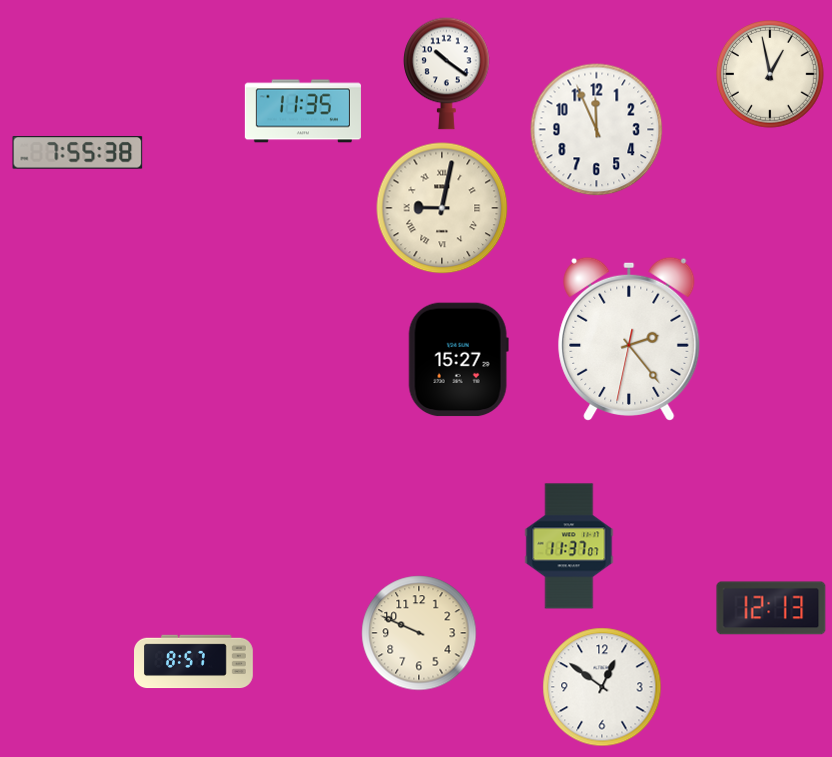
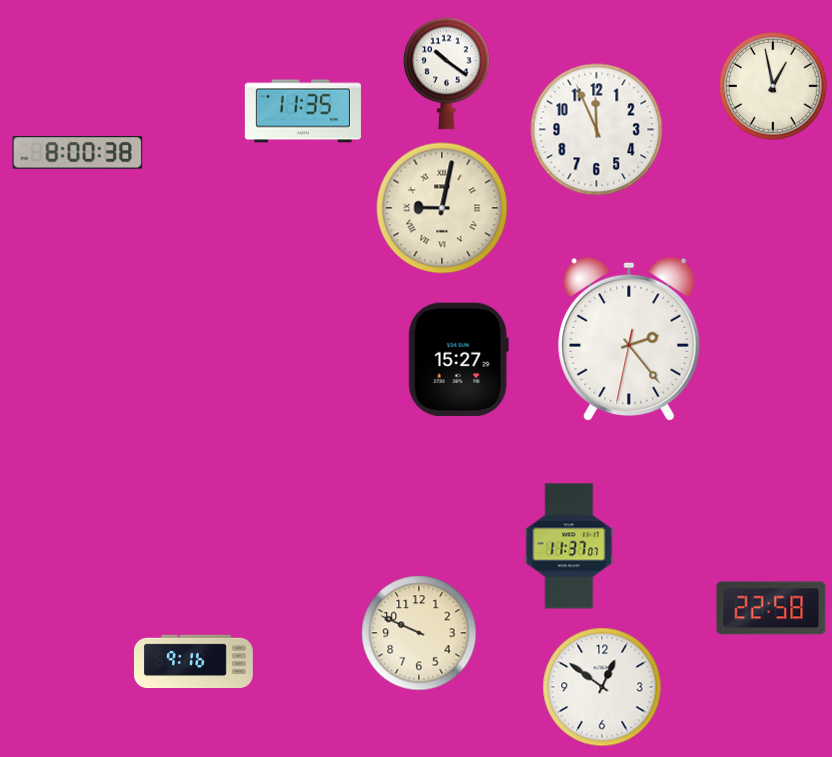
clock at (771, 75) position: (771, 75) -> (774, 87)
clock at (78, 153): 7:55 -> 8:00
clock at (771, 608): 12:13 -> 22:58
clock at (194, 662): 8:57 -> 9:16
